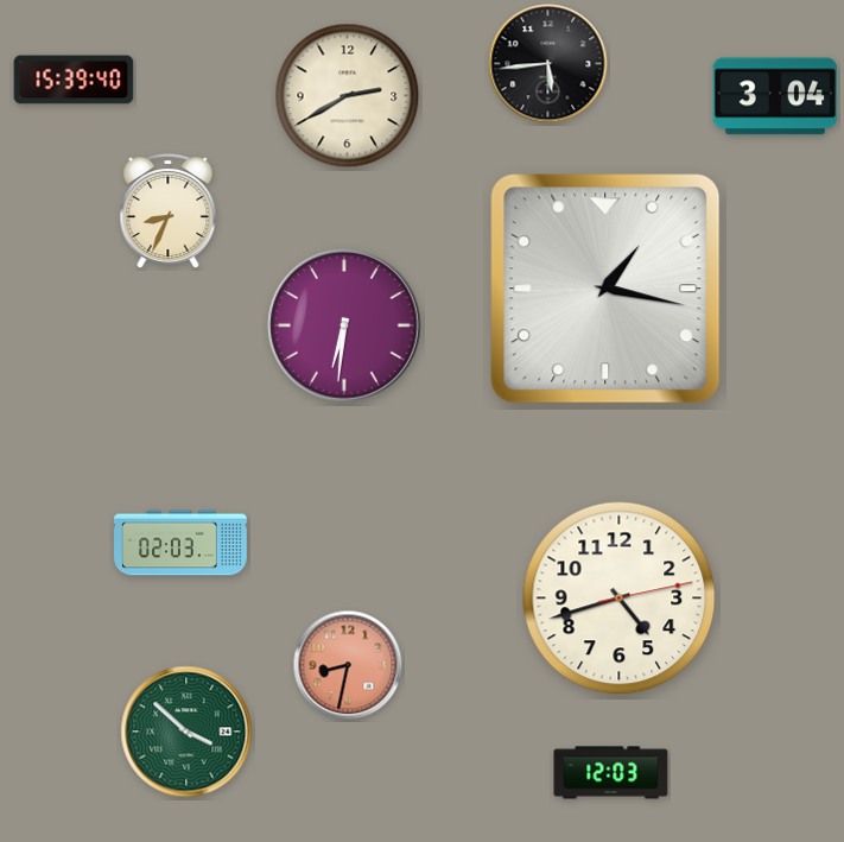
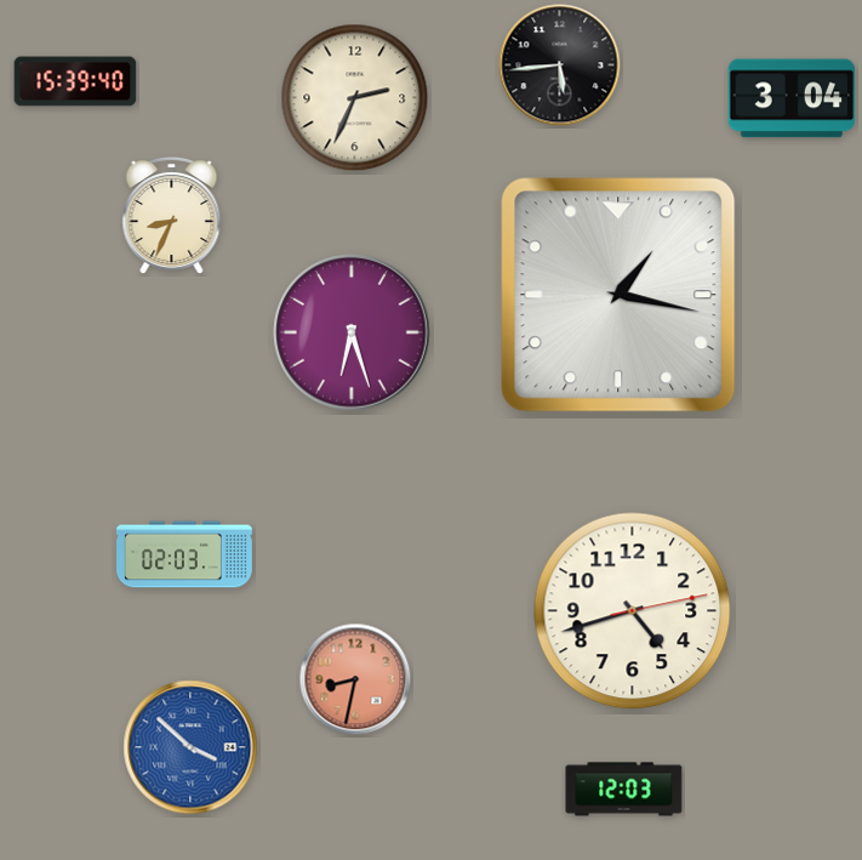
clock at (348, 96): 2:40 -> 2:34
clock at (344, 325): 6:31 -> 6:27
clock at (186, 732) dial: green -> blue
